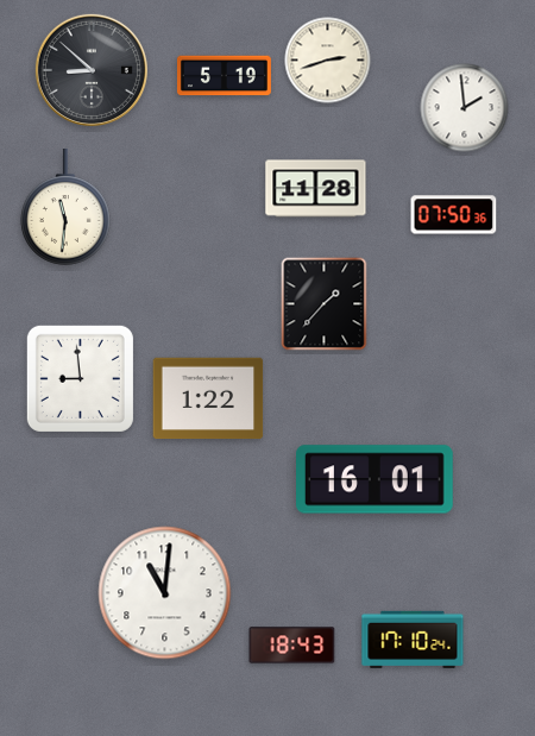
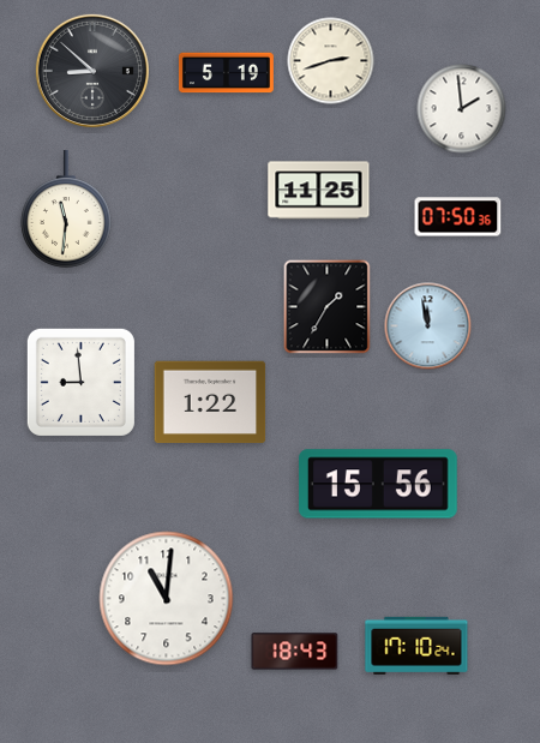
clock at (224, 76) position: (224, 76) -> (226, 73)
clock at (465, 108) position: (465, 108) -> (462, 109)
clock at (316, 189): 11:28 -> 11:25
clock at (325, 304): 1:37 -> 1:35
clock at (428, 326): none -> 11:58
clock at (376, 479): 16:01 -> 15:56
